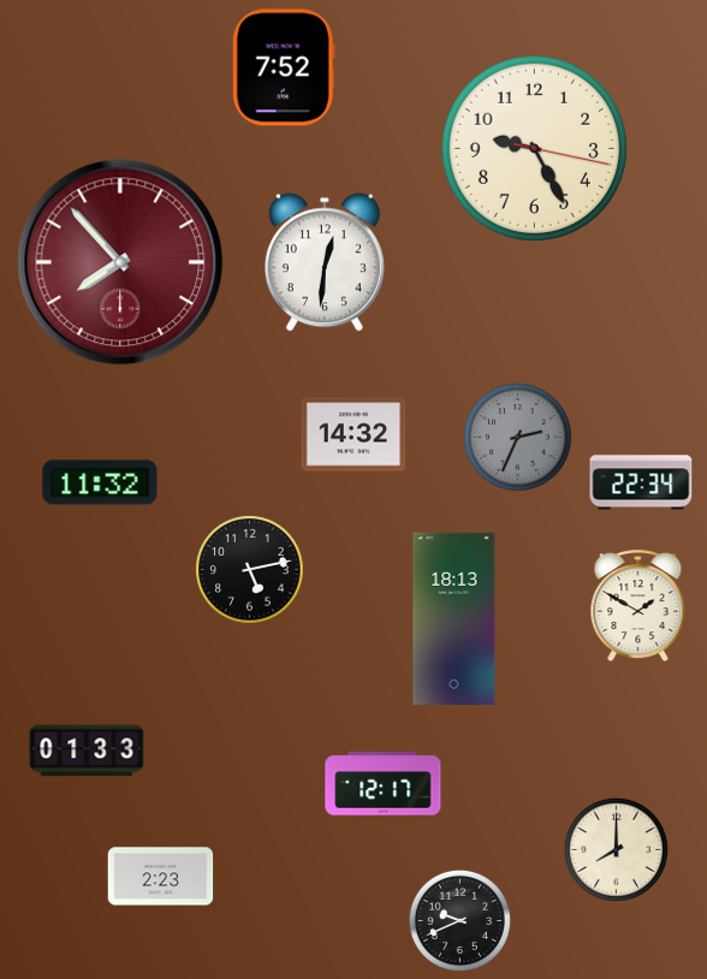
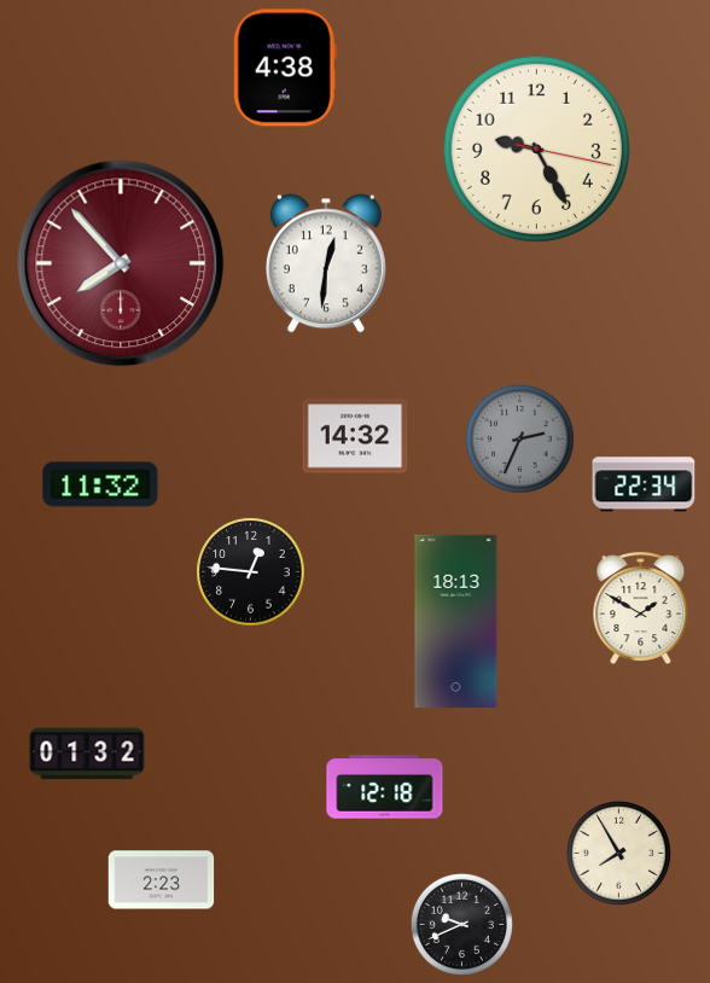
clock at (284, 67): 7:52 -> 4:38
clock at (250, 570): 5:13 -> 12:46
clock at (87, 750): 01:33 -> 01:32
clock at (384, 784): 12:17 -> 12:18
clock at (616, 849): 8:00 -> 7:55
